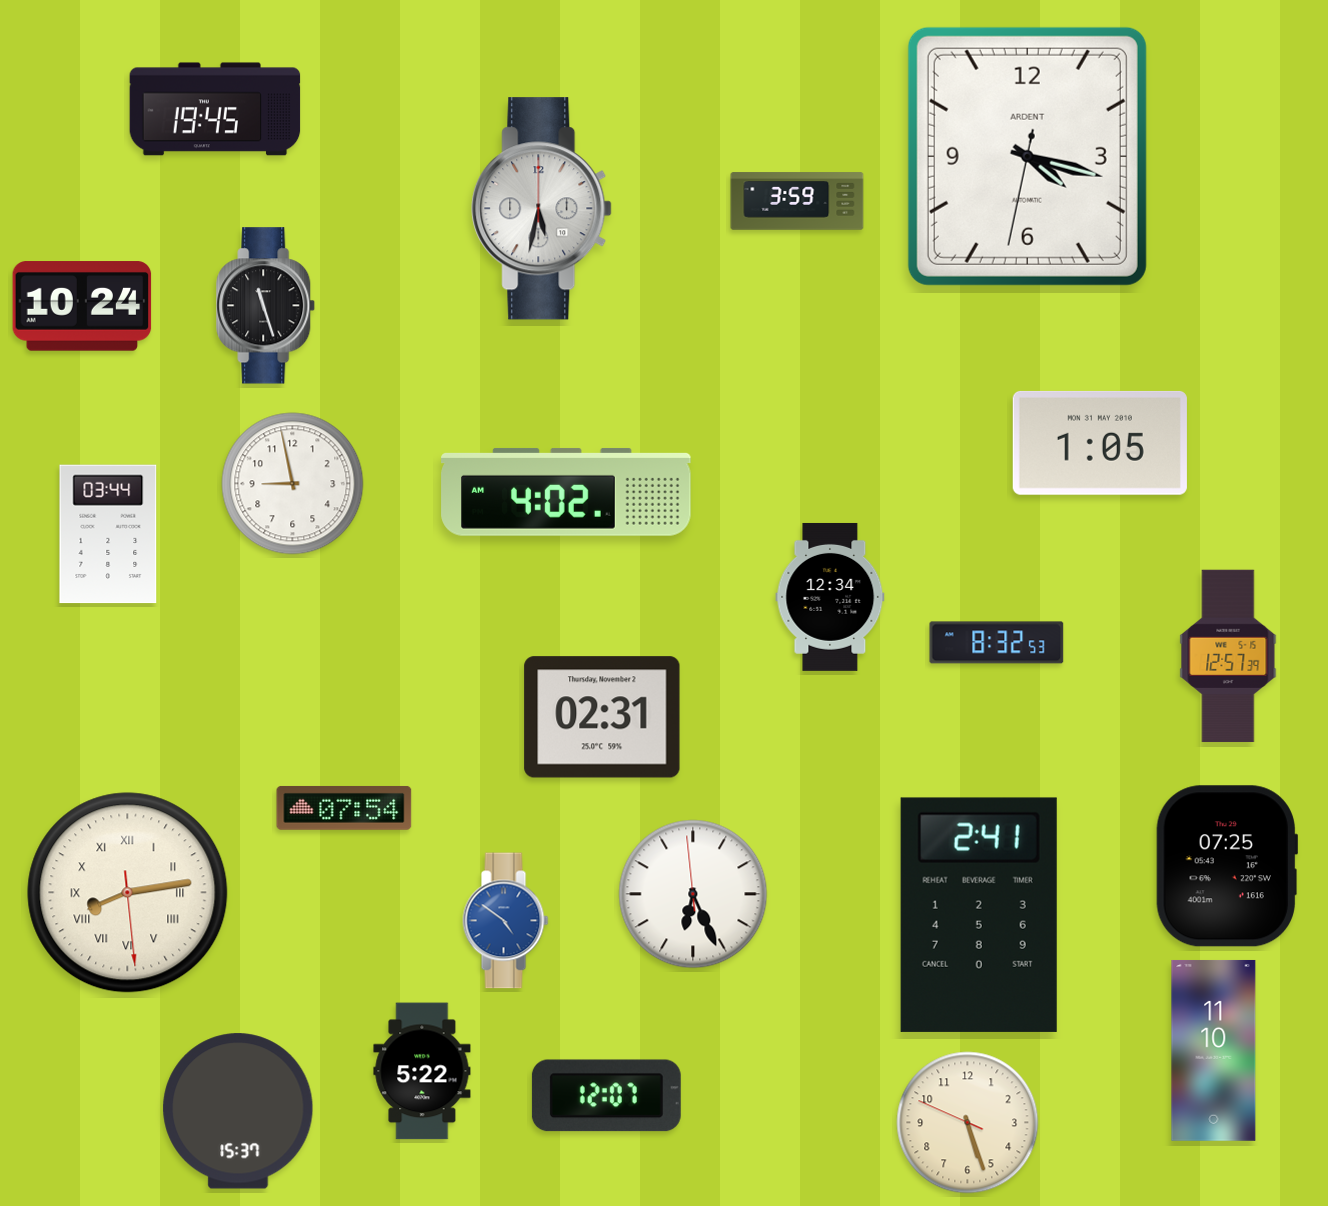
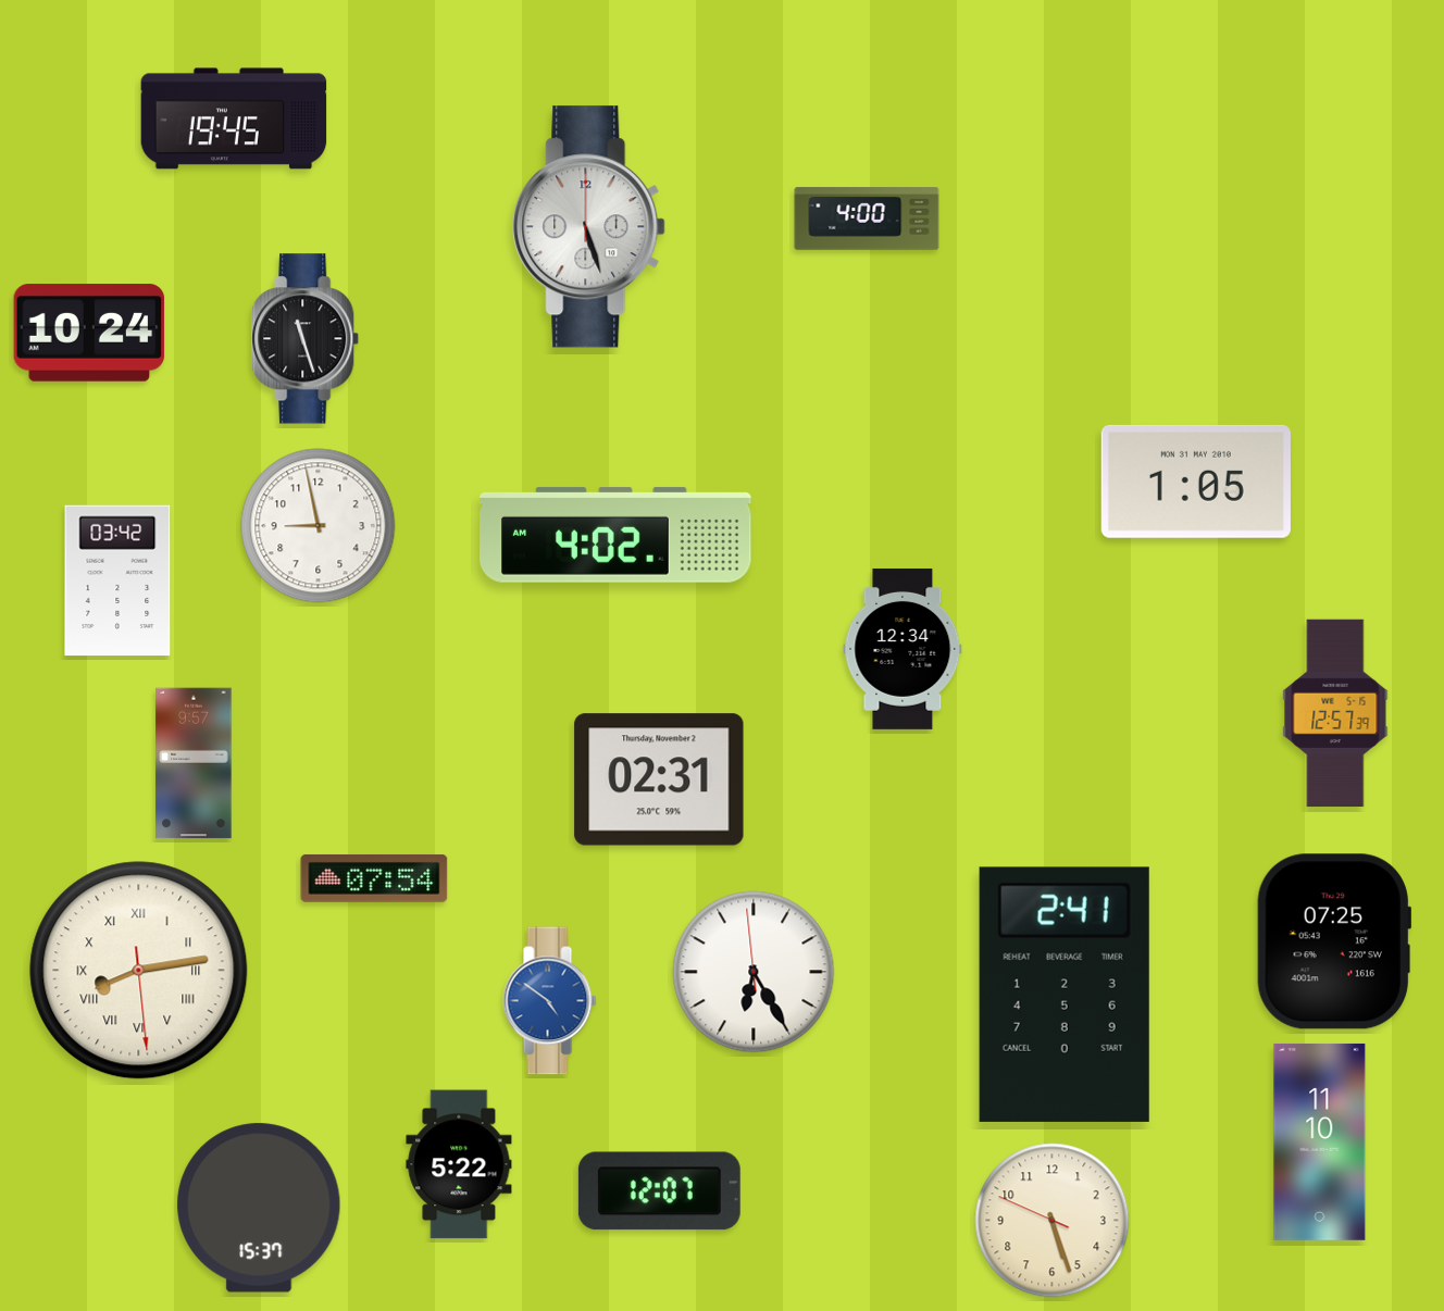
clock at (1027, 156): 4:17 -> none
clock at (797, 201): 3:59 -> 4:00
clock at (542, 209): 5:32 -> 5:27
clock at (266, 306) position: (266, 306) -> (306, 339)
clock at (108, 534): 03:44 -> 03:42
clock at (997, 643): 8:32 -> none
clock at (194, 763): none -> 9:57
clock at (602, 717) position: (602, 717) -> (659, 779)
clock at (693, 894): 6:25 -> 6:24
